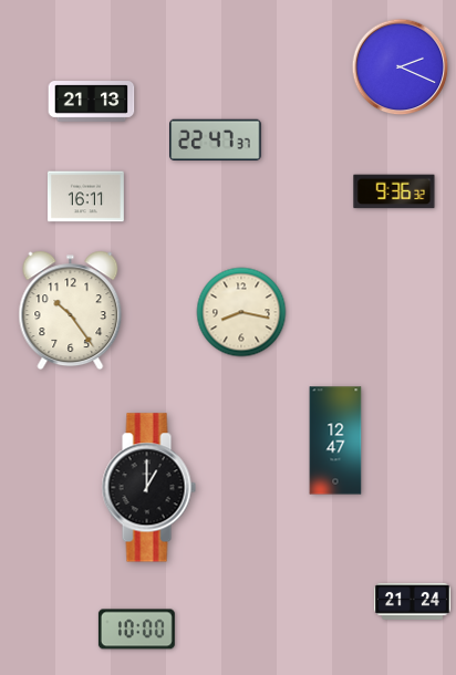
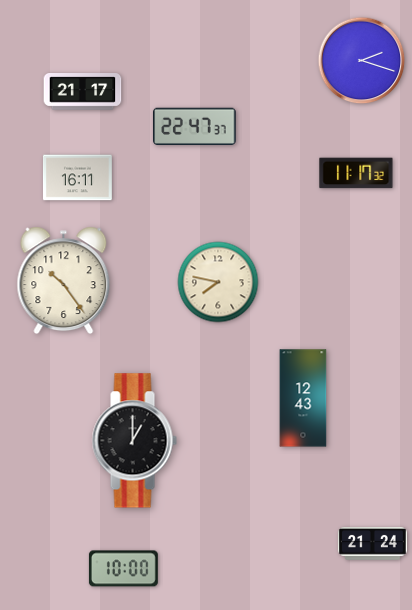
clock at (401, 67): 2:19 -> 2:18
clock at (92, 102): 21:13 -> 21:17
clock at (394, 191): 9:36 -> 11:17
clock at (241, 312): 8:17 -> 7:47
clock at (335, 440): 12:47 -> 12:43
